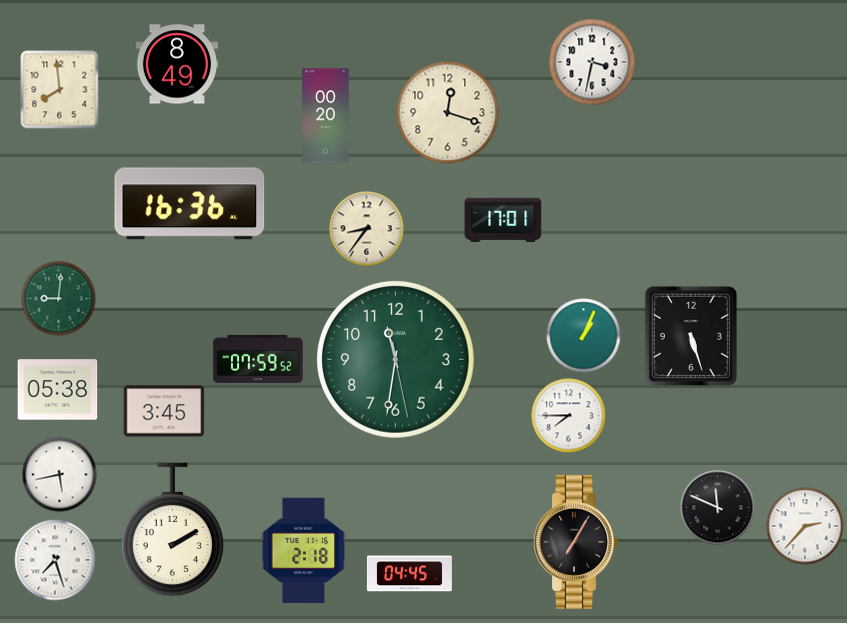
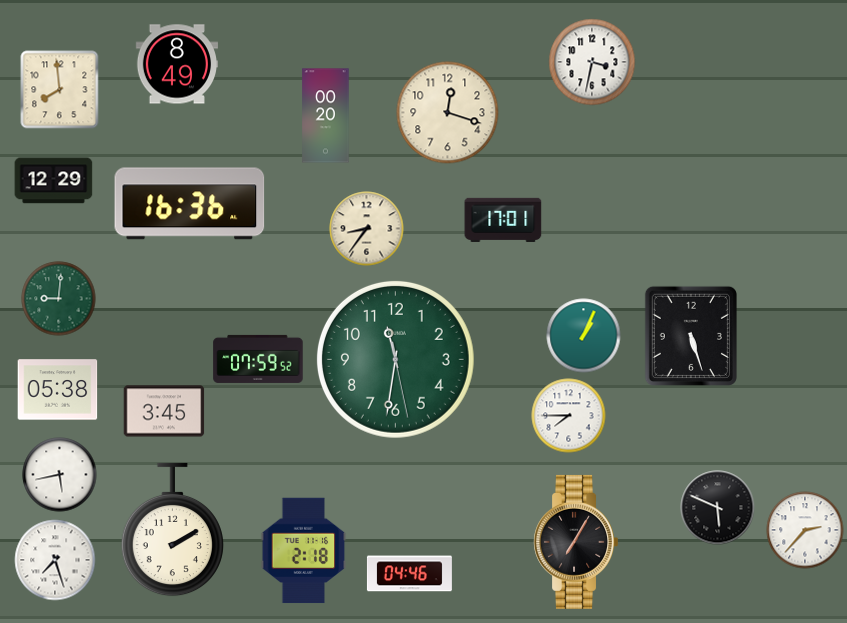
clock at (54, 181): none -> 12:29
clock at (718, 508): 11:49 -> 5:49
clock at (805, 526) position: (805, 526) -> (805, 530)
clock at (409, 574): 04:45 -> 04:46
